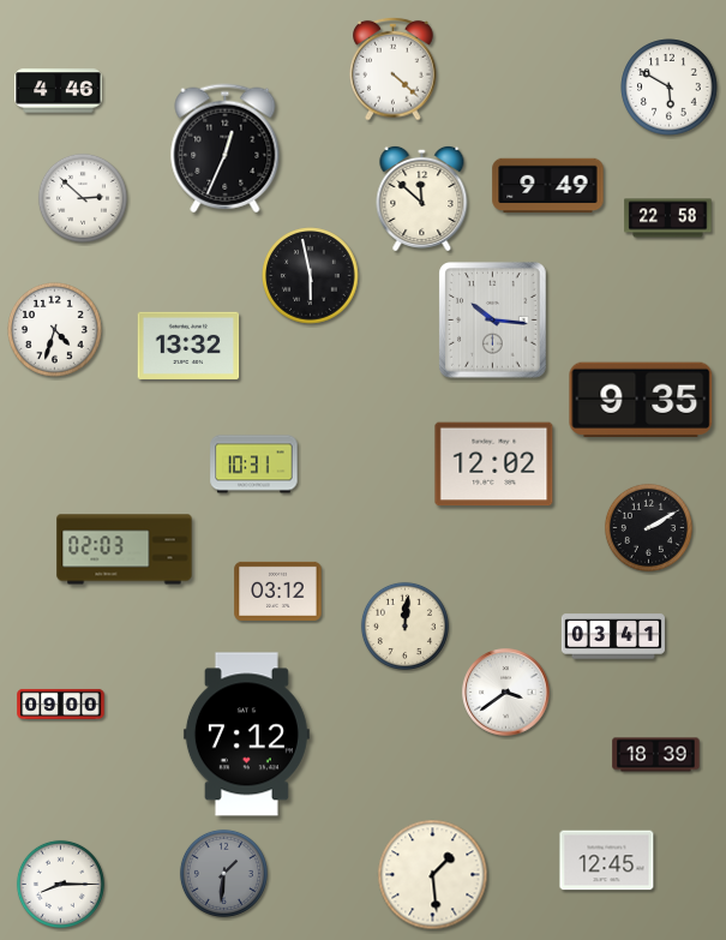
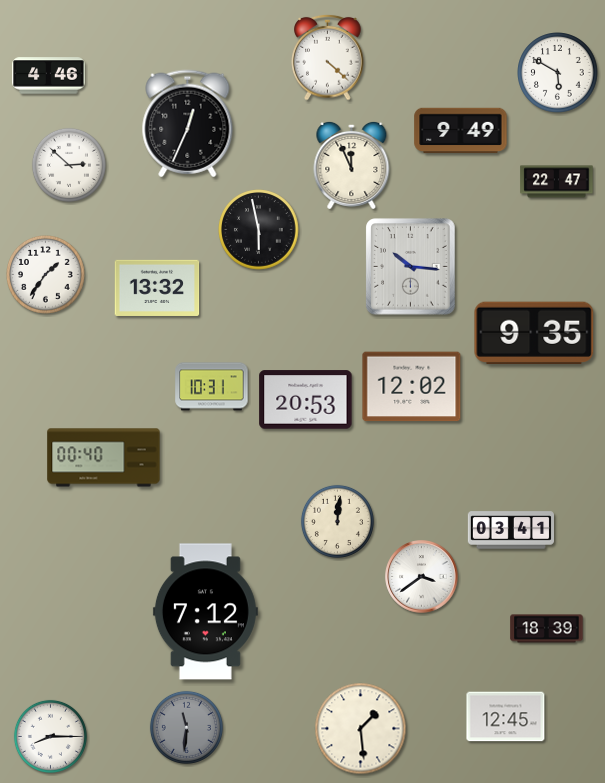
clock at (548, 186) position: (548, 186) -> (461, 131)
clock at (422, 198): 11:52 -> 11:56
clock at (668, 218): 22:58 -> 22:47
clock at (55, 330): 4:33 -> 1:36
clock at (306, 400): none -> 20:53
clock at (648, 527): 2:10 -> none
clock at (125, 550): 02:03 -> 00:40
clock at (278, 591): 03:12 -> none
clock at (61, 703): 09:00 -> none
clock at (223, 873): 1:31 -> 11:31
